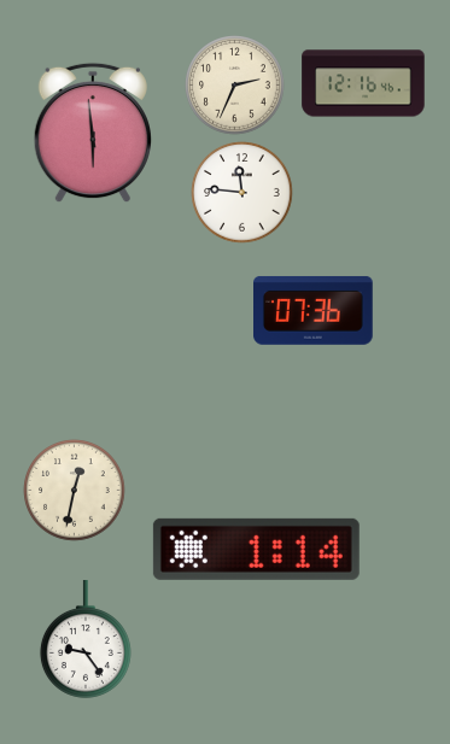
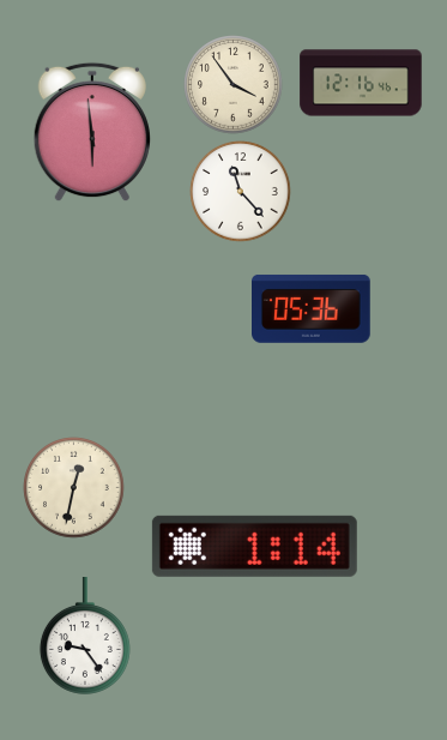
clock at (235, 86): 2:34 -> 3:54
clock at (242, 193): 11:46 -> 11:23
clock at (314, 310): 07:36 -> 05:36
